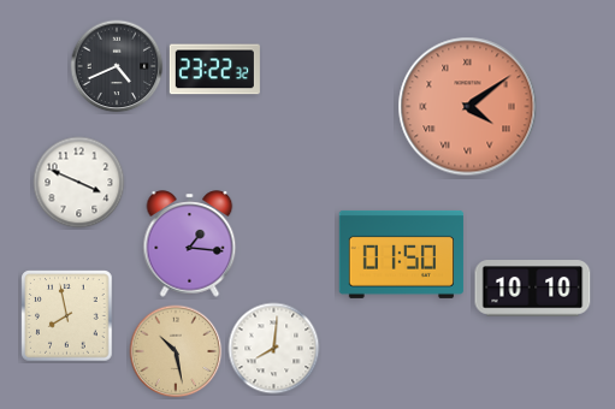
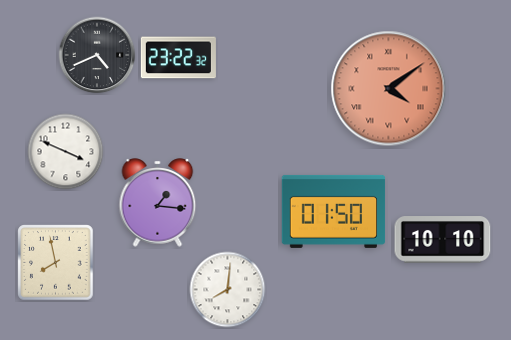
clock at (176, 351): 10:28 -> none
